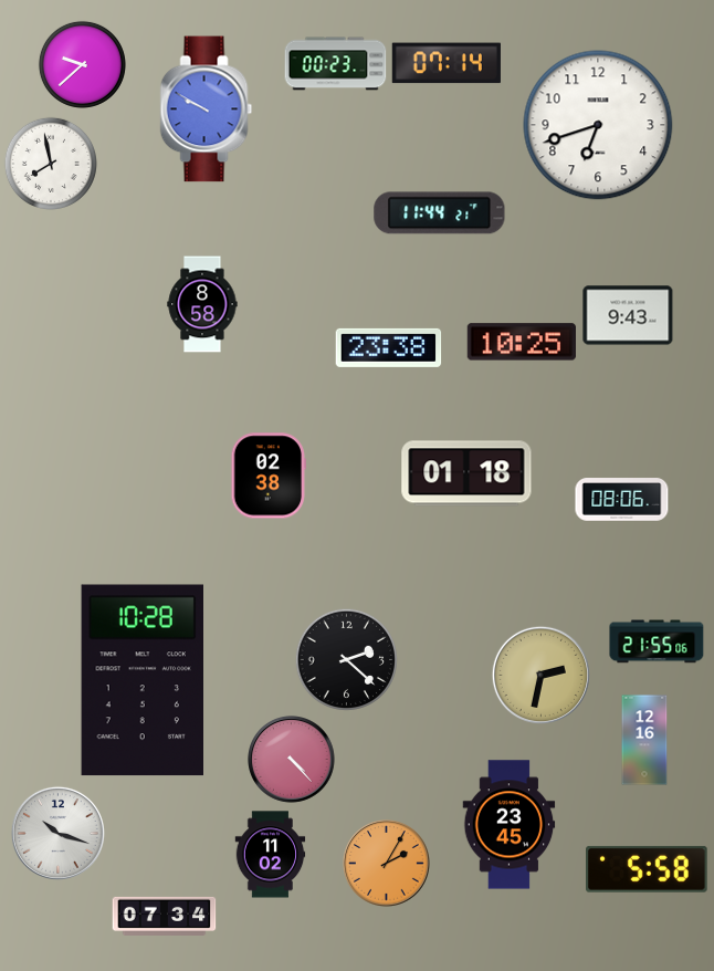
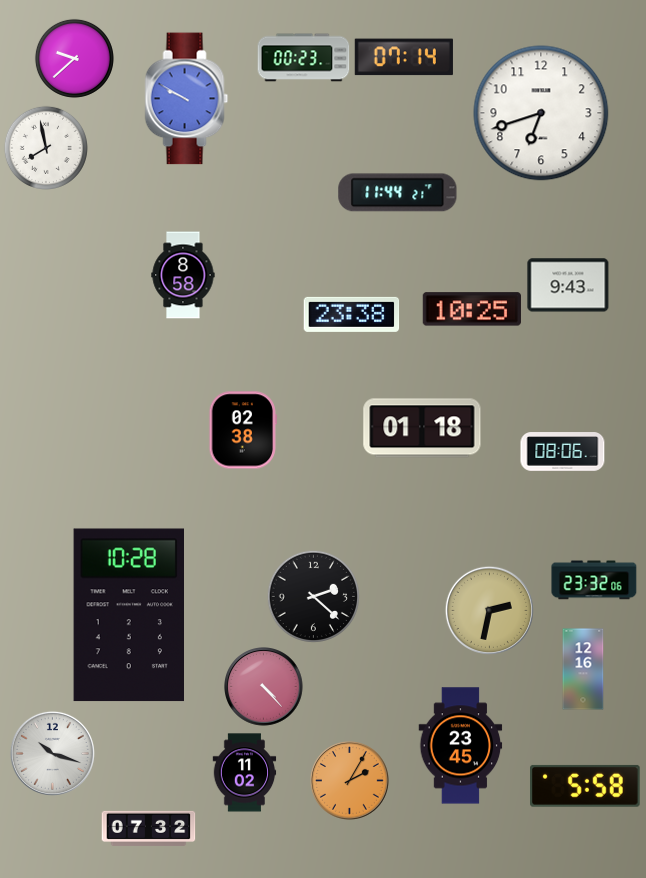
clock at (657, 641): 21:55 -> 23:32
clock at (165, 916): 07:34 -> 07:32
